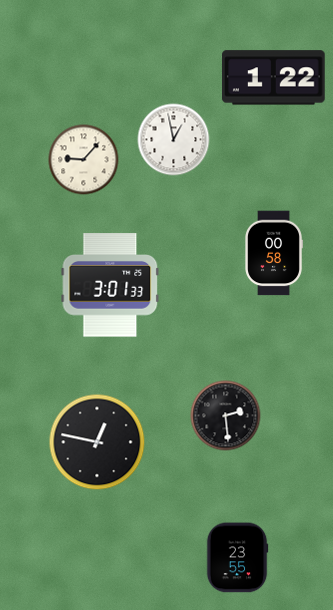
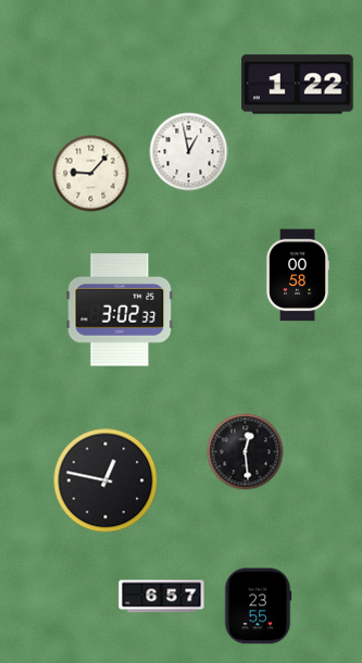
clock at (110, 285): 3:01 -> 3:02
clock at (226, 416): 2:29 -> 12:29
clock at (162, 597): none -> 6:57
